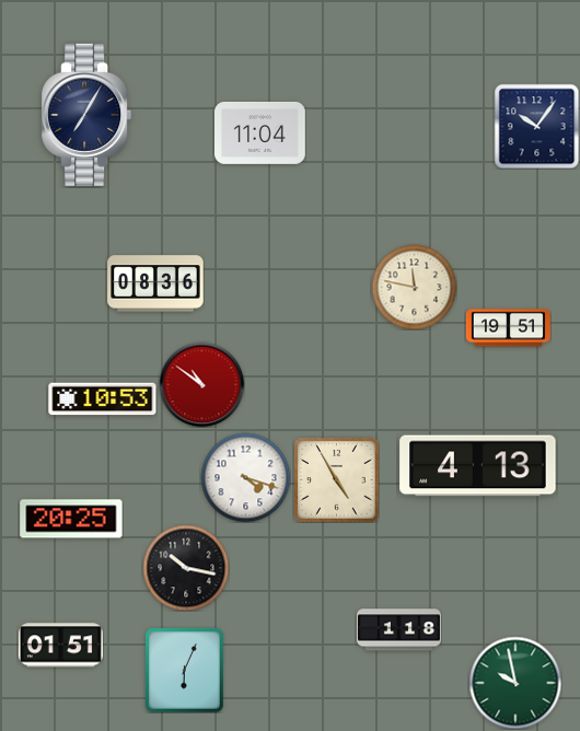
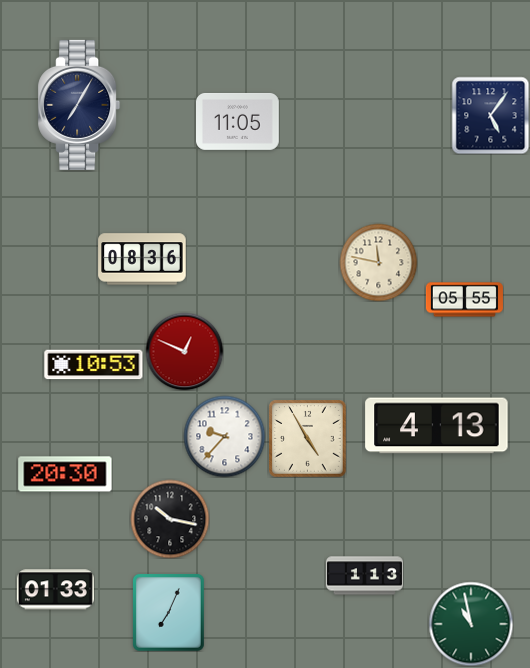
clock at (536, 126): 10:06 -> 5:06
clock at (260, 132): 11:04 -> 11:05
clock at (508, 328): 19:51 -> 05:55
clock at (201, 384): 10:51 -> 12:49
clock at (245, 477): 4:18 -> 9:37
clock at (71, 519): 20:25 -> 20:30
clock at (398, 630): 1:18 -> 1:13
clock at (60, 646): 01:51 -> 01:33
clock at (184, 670): 6:04 -> 7:04
clock at (515, 683): 9:58 -> 10:58
